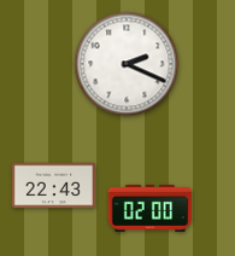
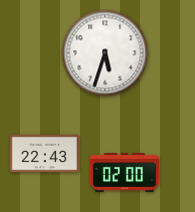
clock at (127, 64): 2:19 -> 5:33
